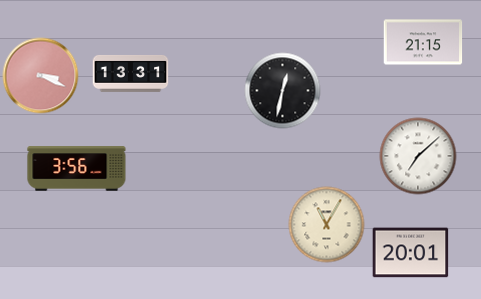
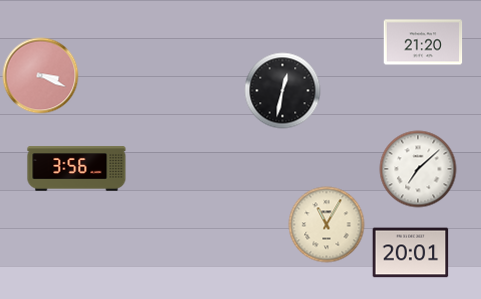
clock at (423, 42): 21:15 -> 21:20
clock at (131, 73): 13:31 -> none
clock at (418, 156) position: (418, 156) -> (418, 169)
